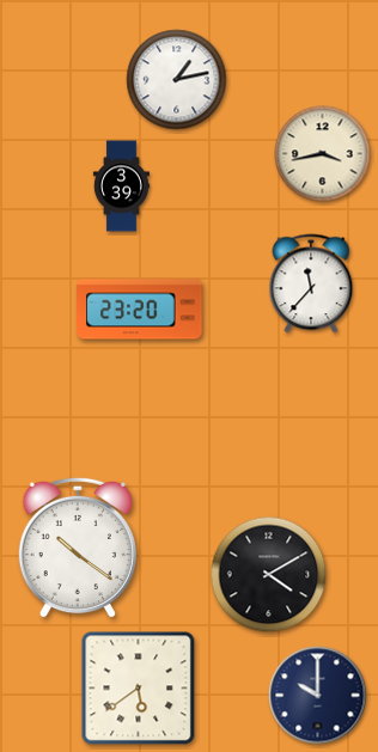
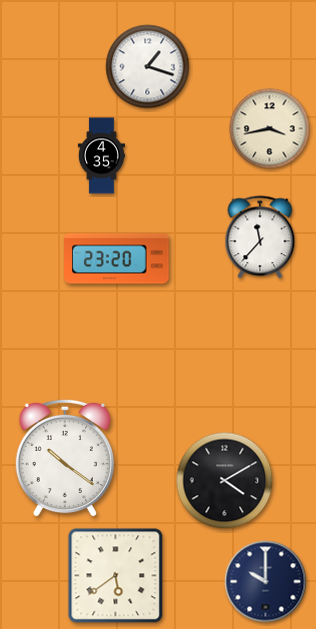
clock at (177, 80): 1:13 -> 1:18
clock at (121, 187): 3:39 -> 4:35
